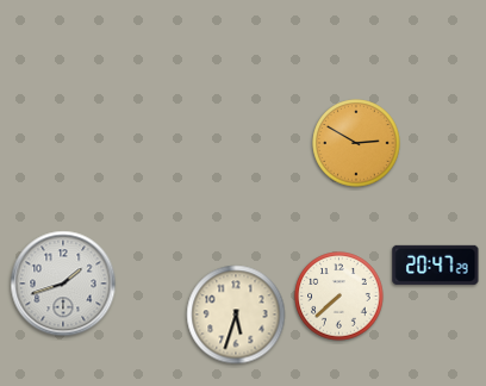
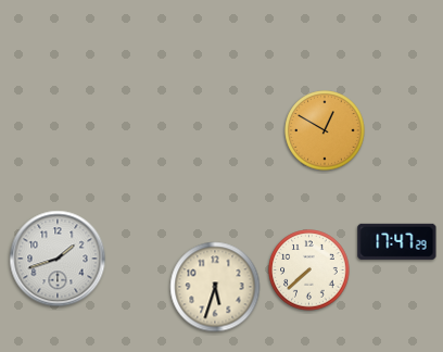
clock at (356, 143): 2:50 -> 12:50
clock at (436, 264): 20:47 -> 17:47
